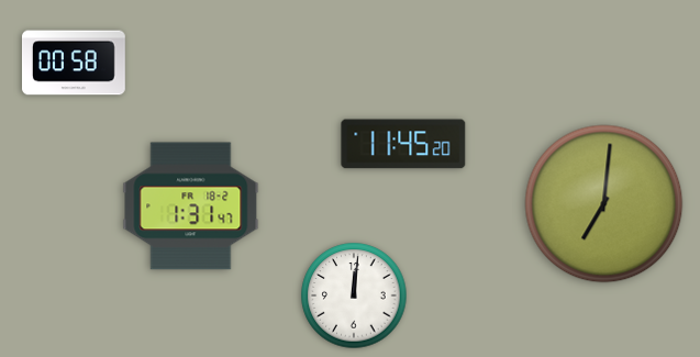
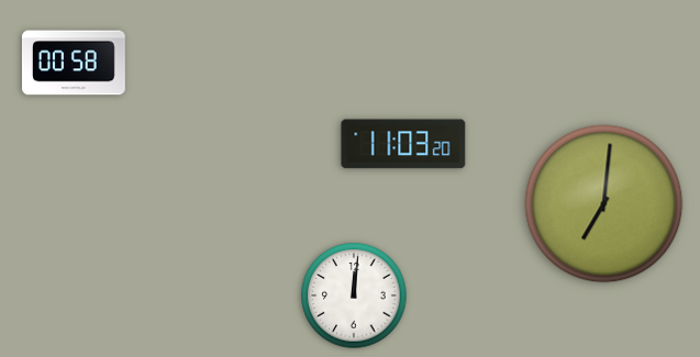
clock at (403, 144): 11:45 -> 11:03
clock at (191, 207): 1:31 -> none
